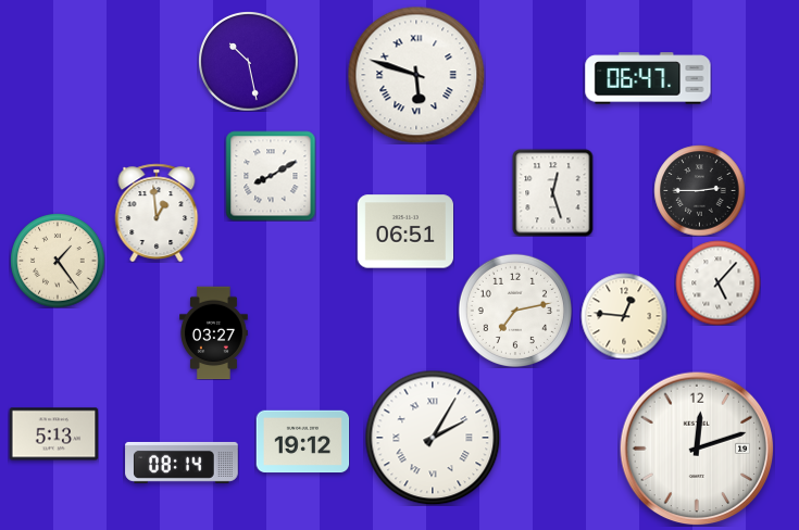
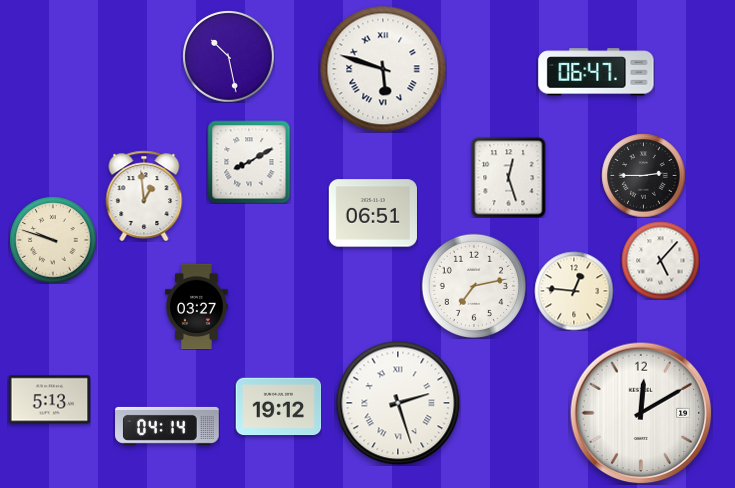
clock at (58, 261): 1:24 -> 9:48
clock at (433, 438): 2:05 -> 2:27
clock at (697, 449): 12:12 -> 12:10
clock at (182, 463): 08:14 -> 04:14
